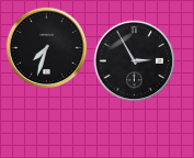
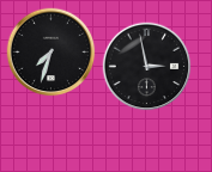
clock at (135, 61): 2:55 -> 2:58
